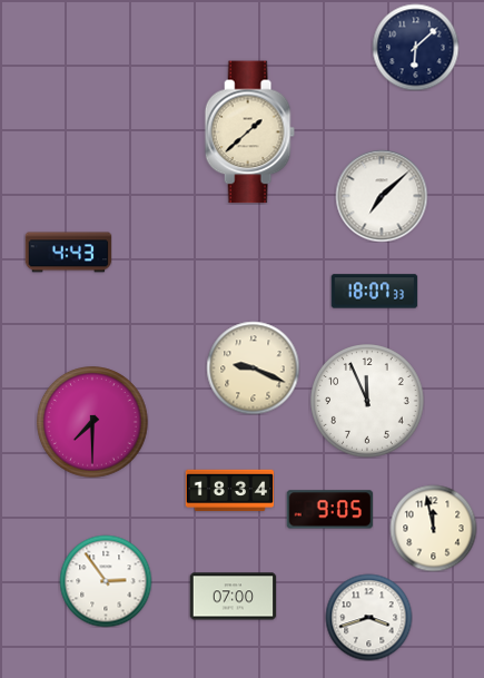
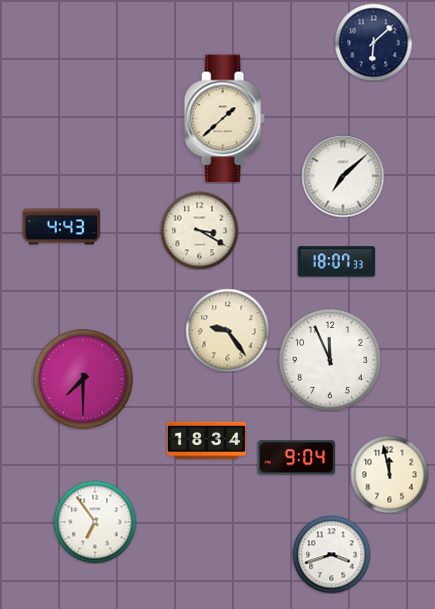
clock at (199, 230): none -> 3:20
clock at (253, 367): 9:19 -> 9:24
clock at (329, 510): 9:05 -> 9:04
clock at (106, 581): 2:54 -> 6:54
clock at (233, 597): 07:00 -> none
